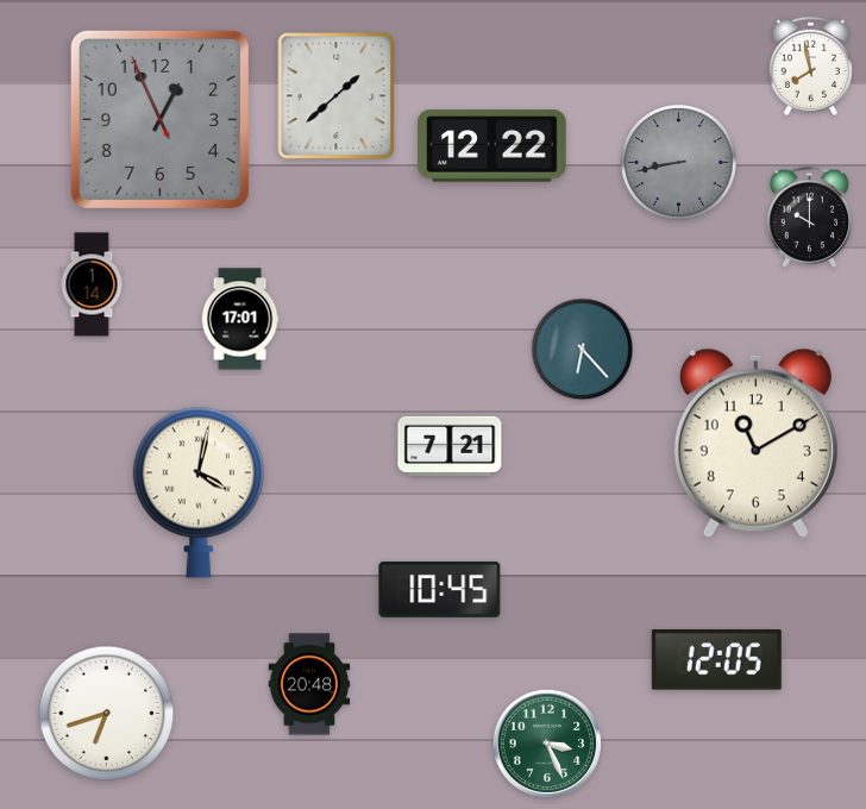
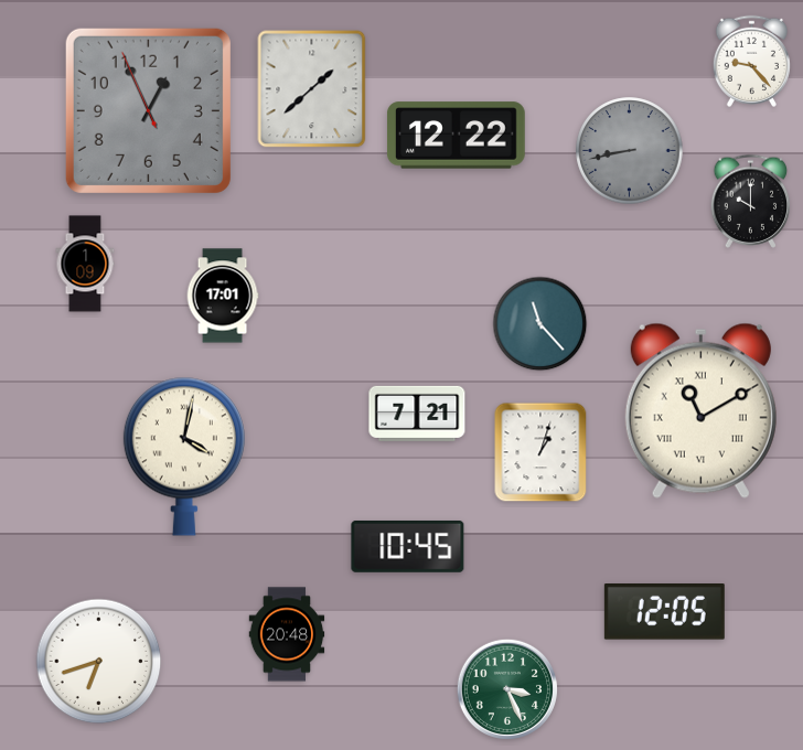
clock at (810, 65): 7:58 -> 9:23
clock at (92, 284): 1:14 -> 1:09
clock at (583, 350): 6:23 -> 11:23
clock at (755, 443) numerals: Arabic -> Roman
clock at (540, 452): none -> 1:03
